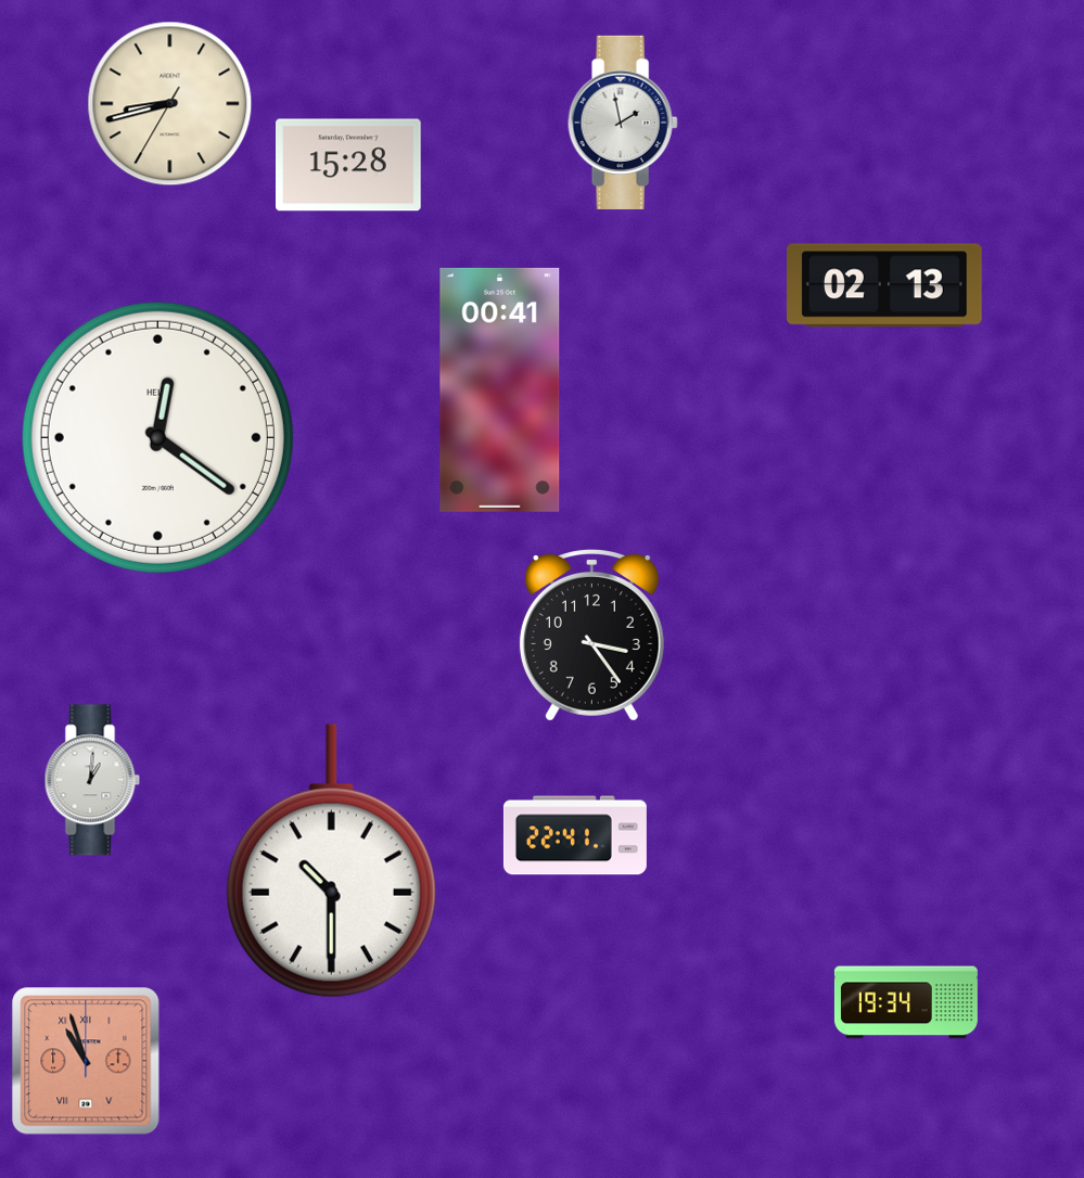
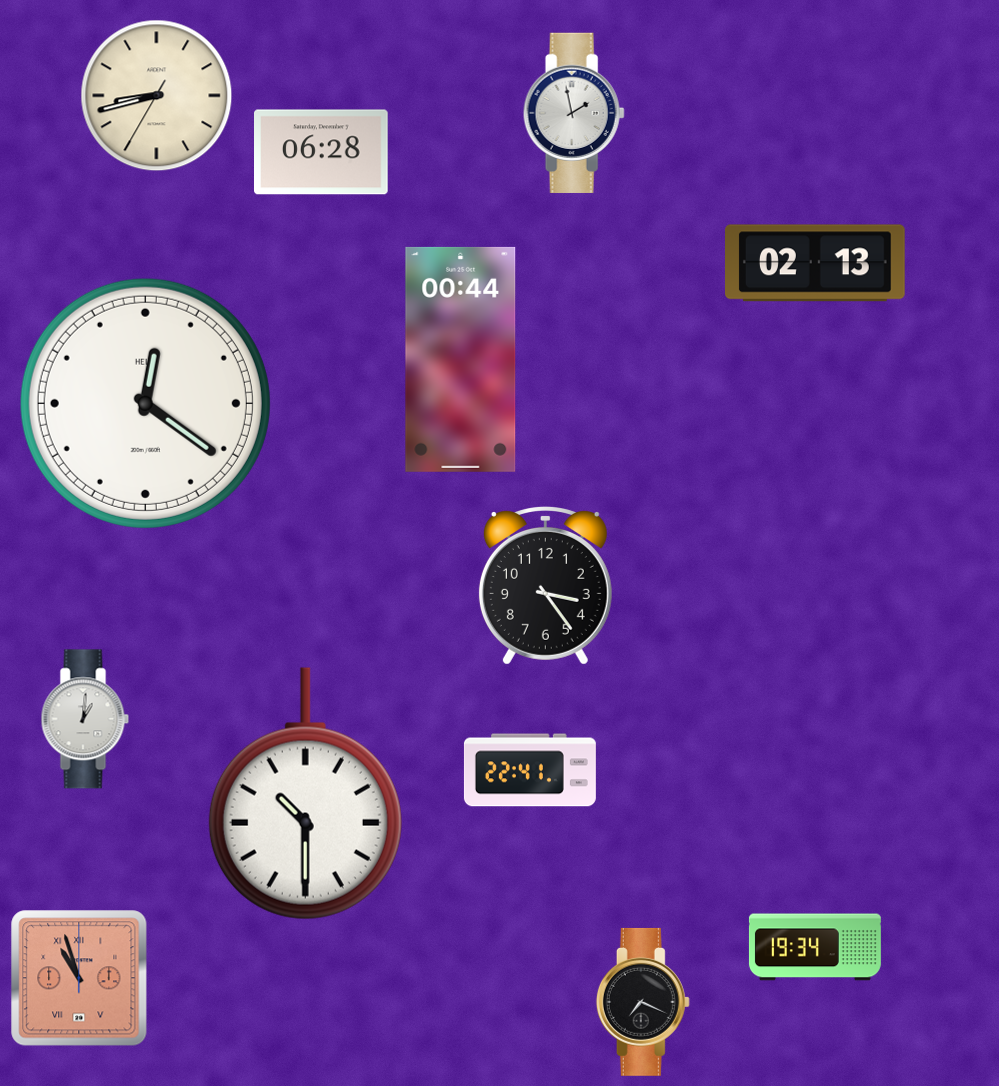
clock at (348, 165): 15:28 -> 06:28
clock at (500, 389): 00:41 -> 00:44
clock at (906, 1002) position: (906, 1002) -> (815, 947)
clock at (643, 1002): none -> 7:19
